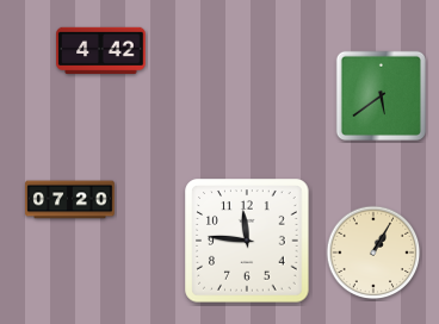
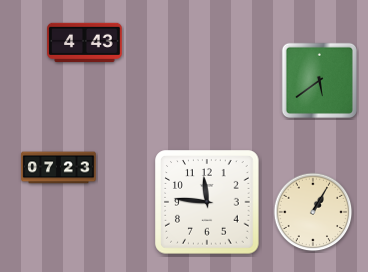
clock at (101, 51): 4:42 -> 4:43
clock at (70, 200): 07:20 -> 07:23
